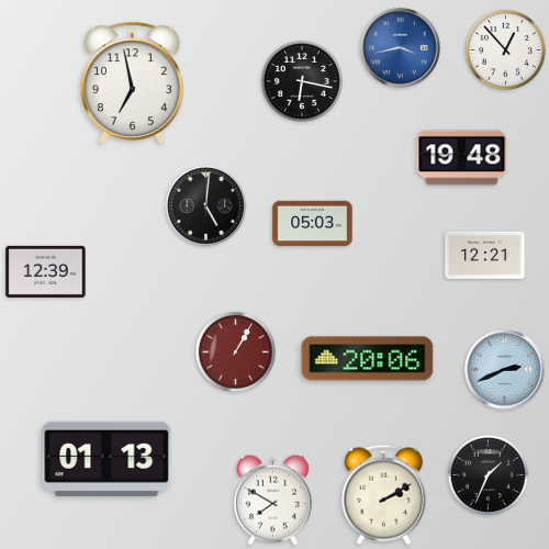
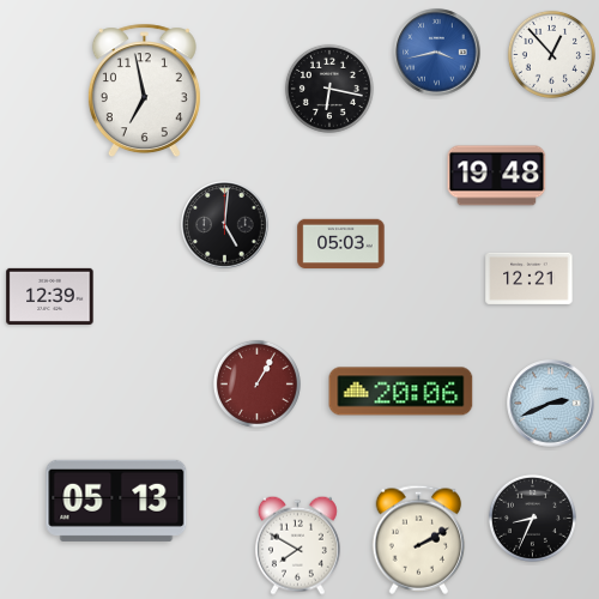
clock at (462, 158) position: (462, 158) -> (497, 176)
clock at (107, 459): 01:13 -> 05:13
clock at (488, 474): 1:34 -> 8:34
